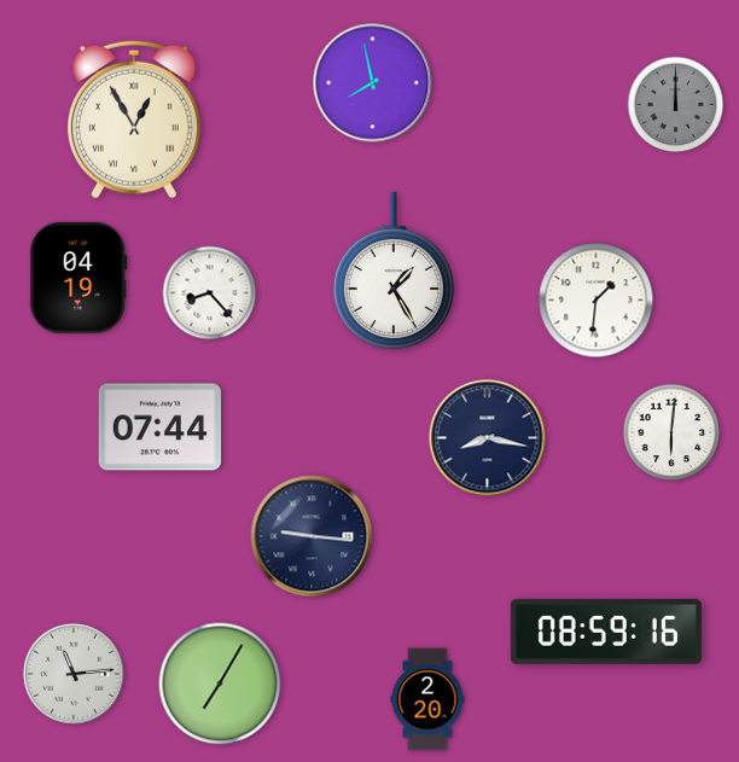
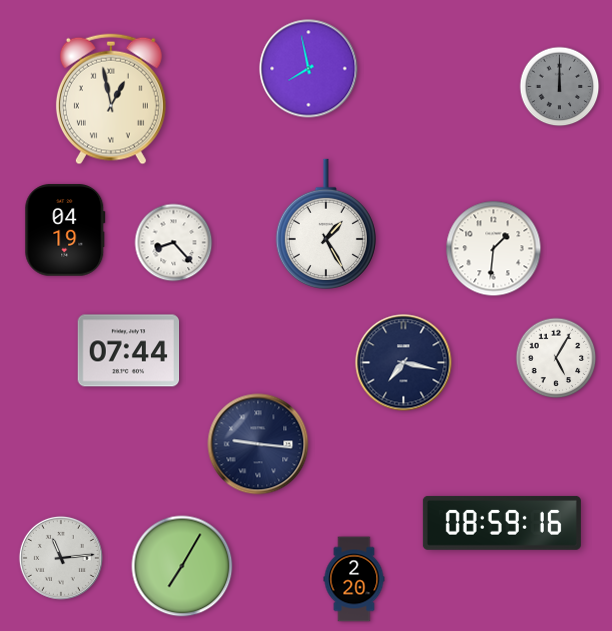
clock at (134, 120): 12:55 -> 12:58
clock at (161, 427) position: (161, 427) -> (129, 351)
clock at (671, 432): 6:01 -> 5:05
clock at (488, 438): 8:17 -> 7:17
